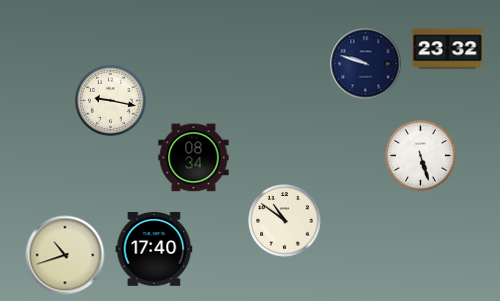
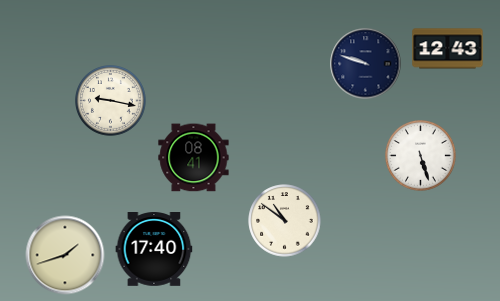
clock at (448, 49): 23:32 -> 12:43
clock at (194, 158): 08:34 -> 08:41
clock at (65, 255): 10:42 -> 1:42
